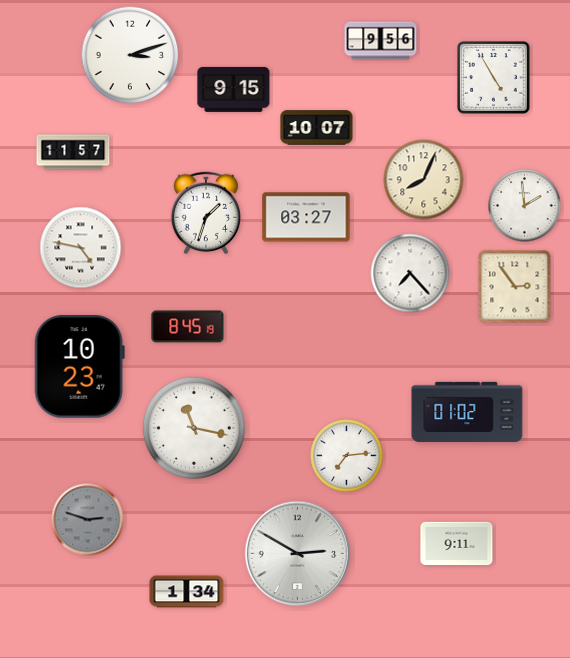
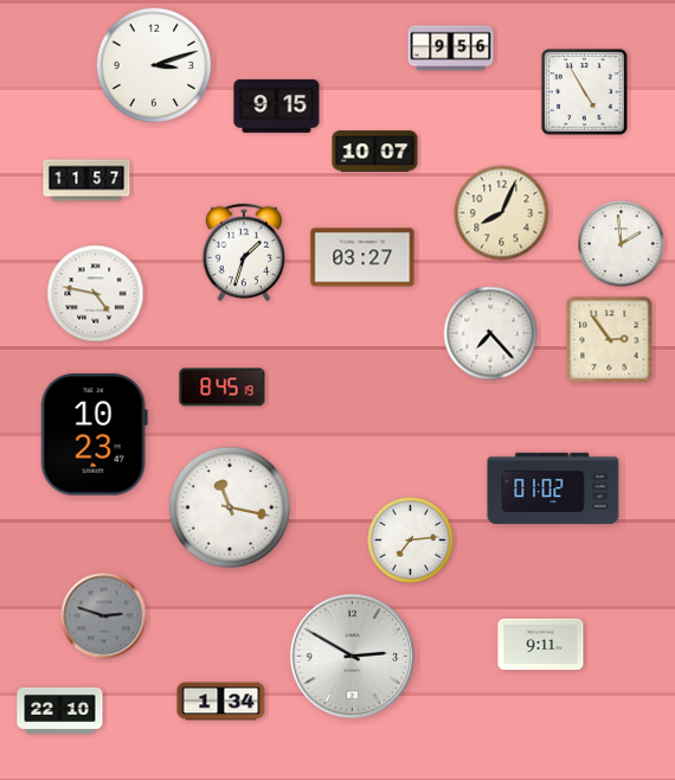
clock at (410, 273) position: (410, 273) -> (490, 333)
clock at (60, 710): none -> 22:10
